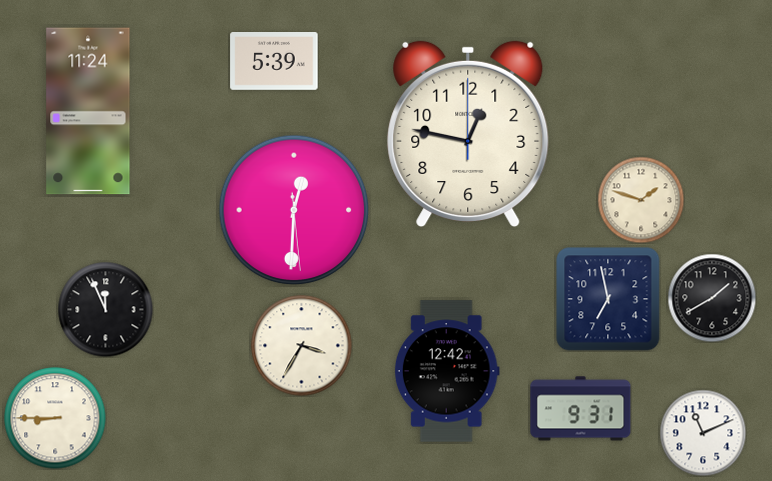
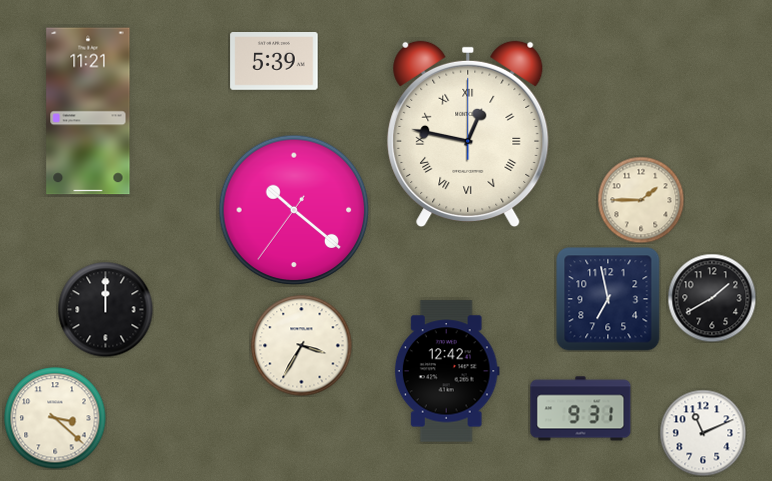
clock at (88, 111): 11:24 -> 11:21
clock at (468, 133) numerals: Arabic -> Roman
clock at (641, 200): 1:48 -> 1:45
clock at (294, 210): 12:30 -> 10:21
clock at (105, 309): 11:56 -> 12:00
clock at (55, 418): 8:45 -> 3:22
